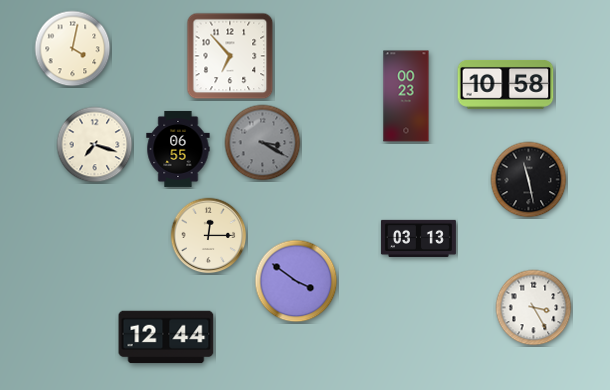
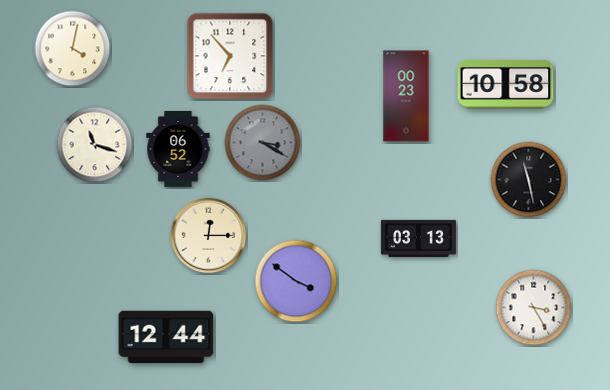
clock at (95, 145): 7:18 -> 11:18
clock at (178, 149): 06:55 -> 06:52
